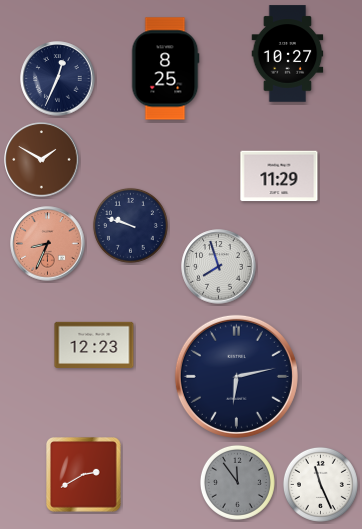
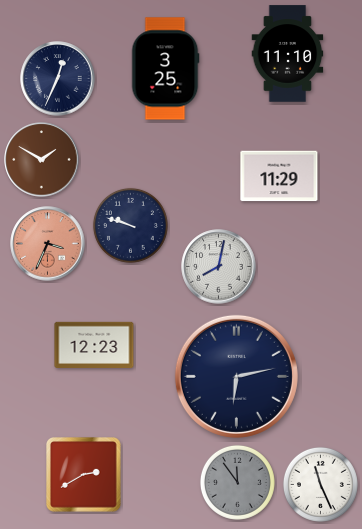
clock at (288, 54): 10:27 -> 11:10
clock at (165, 69): 8:25 -> 3:25
clock at (48, 244): 8:34 -> 3:34
clock at (219, 267): 7:57 -> 8:02
